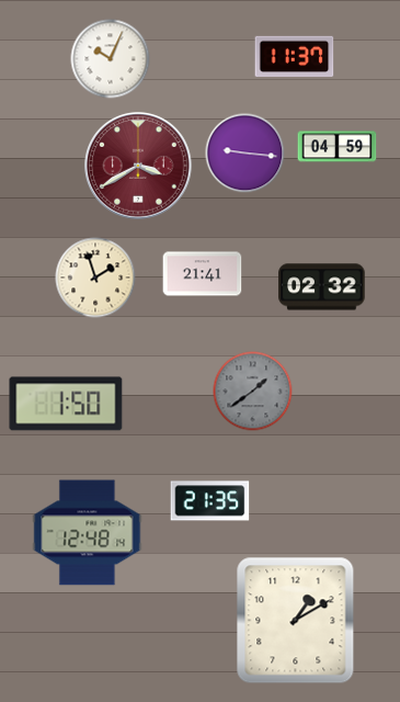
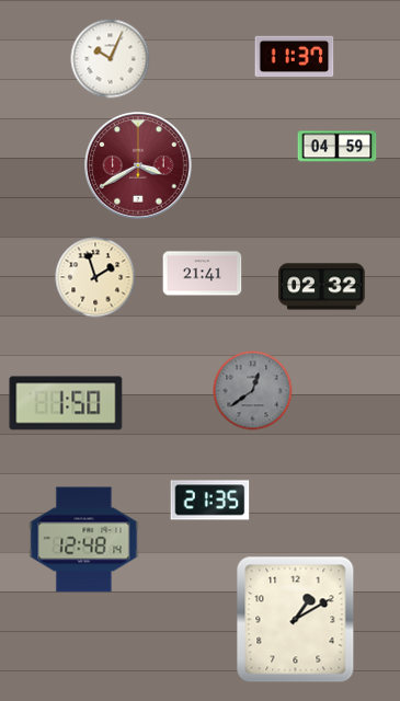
clock at (245, 154): 9:16 -> none
clock at (253, 392): 1:39 -> 12:39
clock at (88, 533) position: (88, 533) -> (84, 540)
